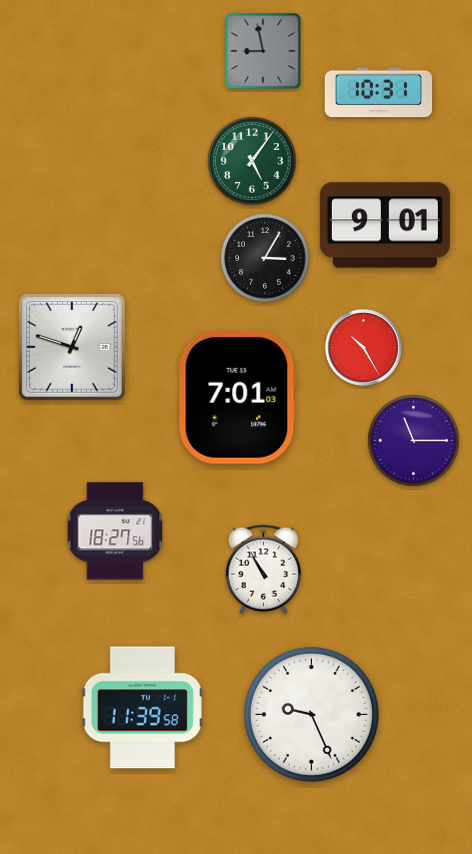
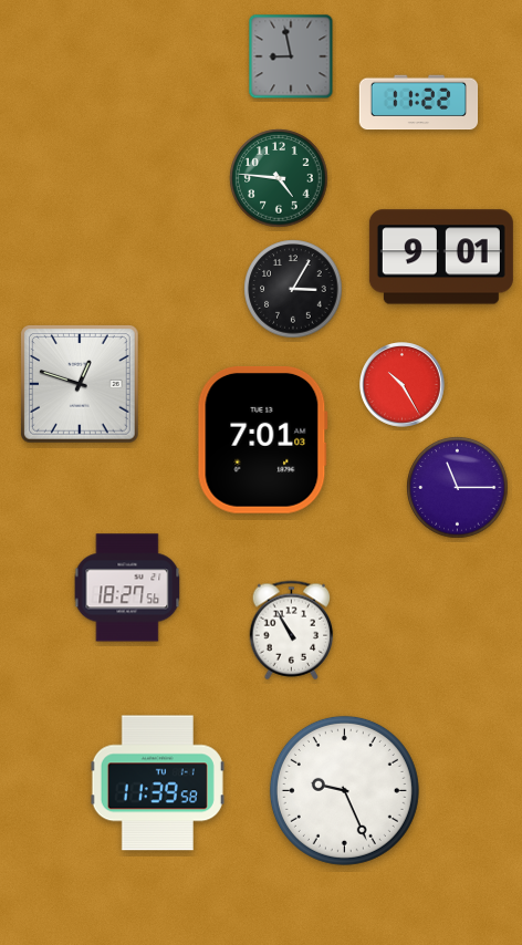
clock at (379, 93): 10:31 -> 11:22
clock at (252, 161): 5:06 -> 4:46
clock at (385, 225) position: (385, 225) -> (441, 257)
clock at (265, 258) position: (265, 258) -> (293, 289)
